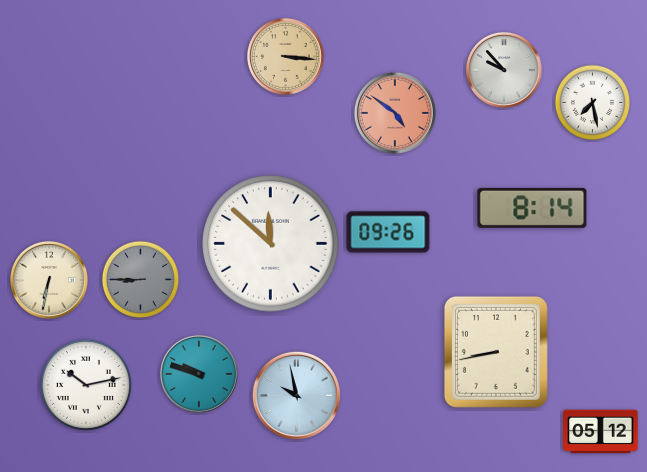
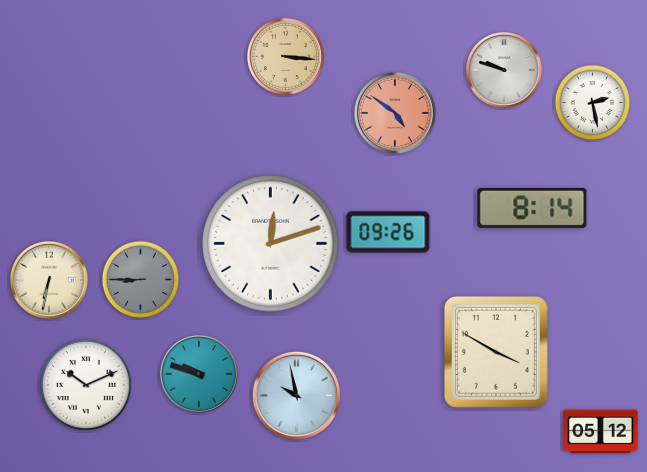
clock at (504, 70): 9:53 -> 9:48
clock at (592, 102): 7:28 -> 2:28
clock at (271, 244): 11:52 -> 12:12
clock at (496, 352): 8:43 -> 3:50
clock at (86, 385): 10:13 -> 10:11
